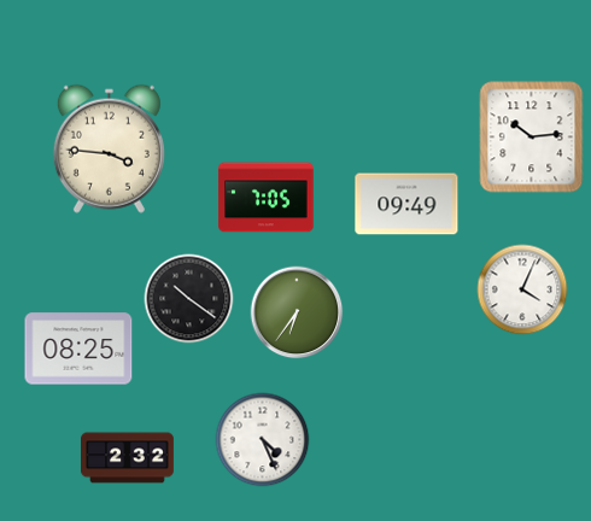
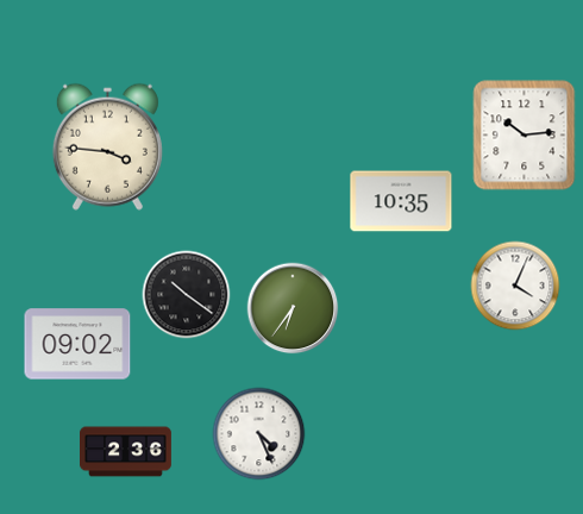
clock at (267, 198): 7:05 -> none
clock at (406, 204): 09:49 -> 10:35
clock at (78, 349): 08:25 -> 09:02
clock at (128, 458): 2:32 -> 2:36
